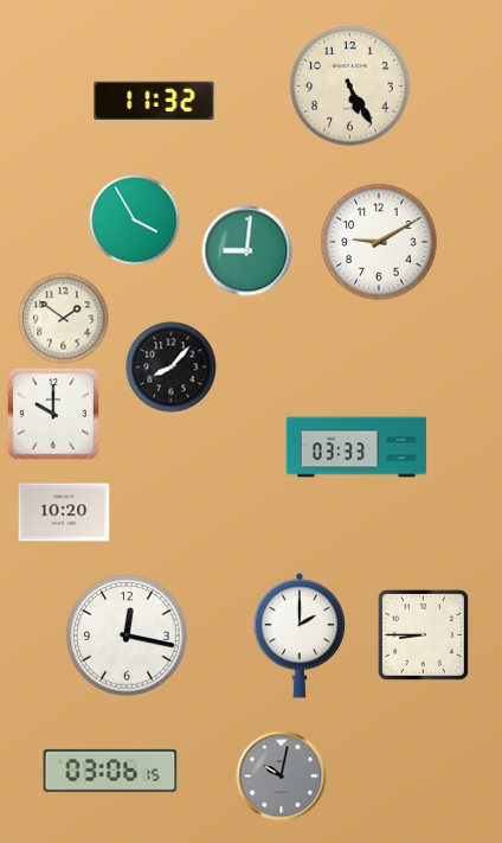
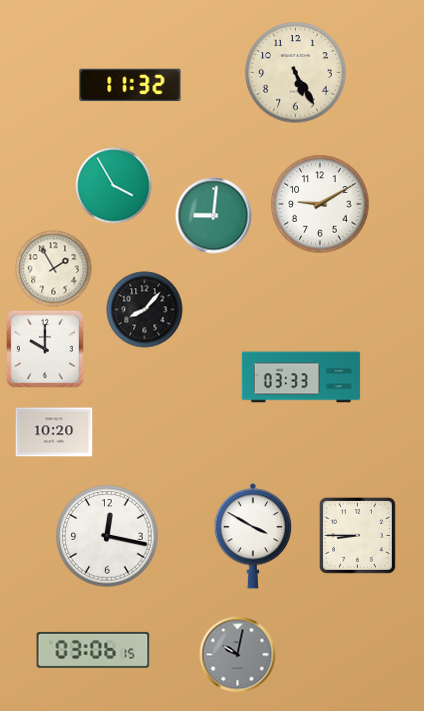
clock at (247, 251) position: (247, 251) -> (214, 216)
clock at (64, 319): 1:51 -> 1:55
clock at (298, 636): 2:00 -> 3:50
